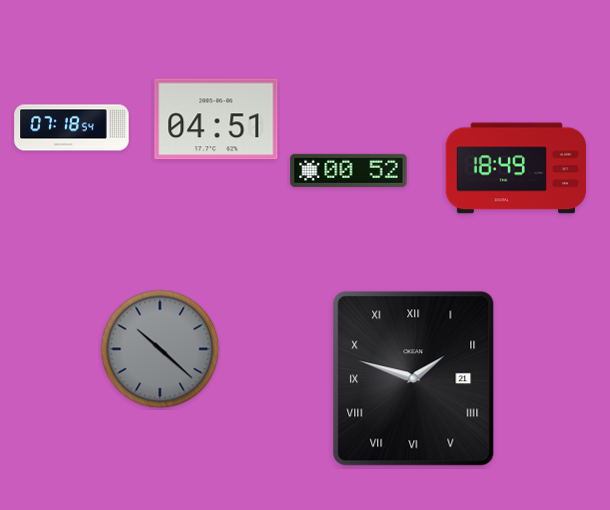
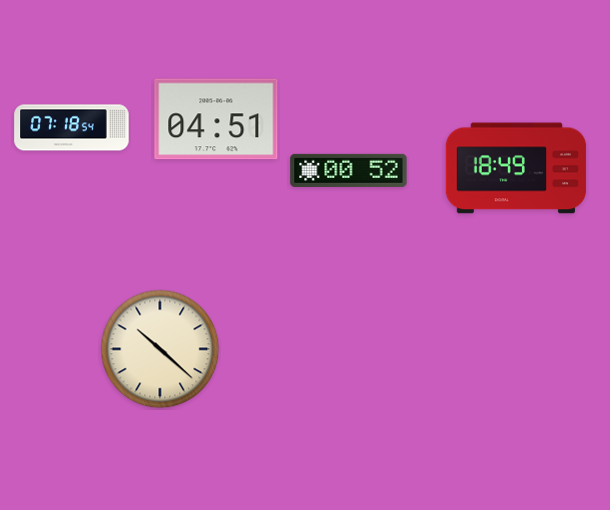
clock at (160, 349) dial: grey -> cream
clock at (414, 379): 1:48 -> none
